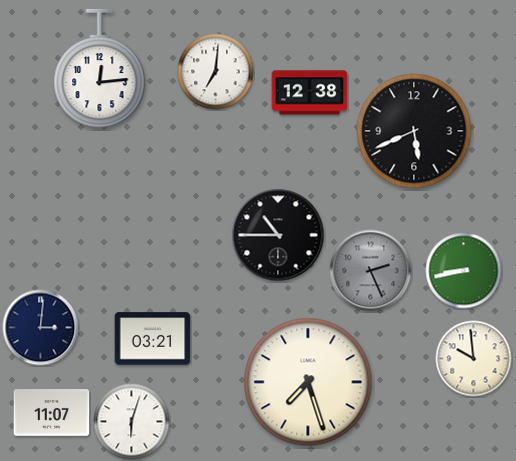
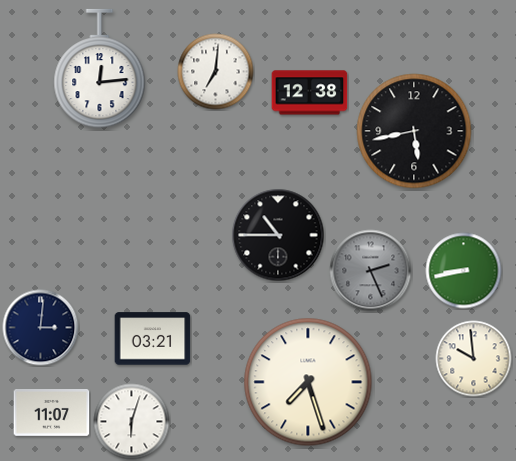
clock at (414, 131): 5:41 -> 5:43
